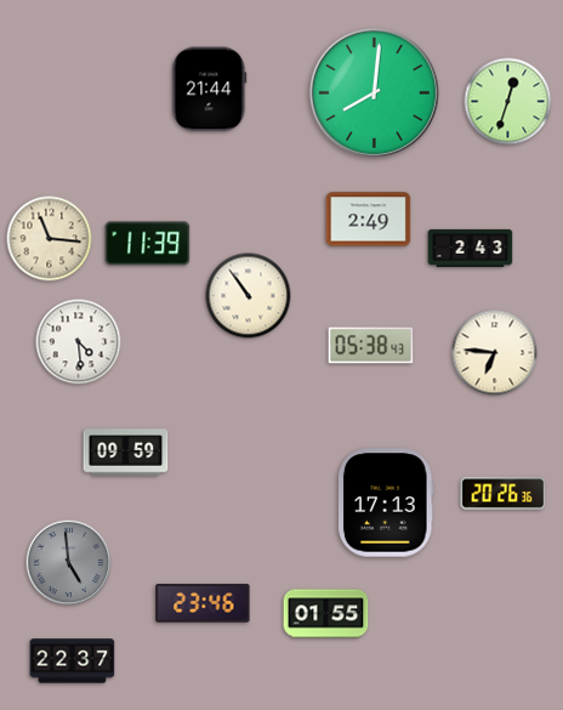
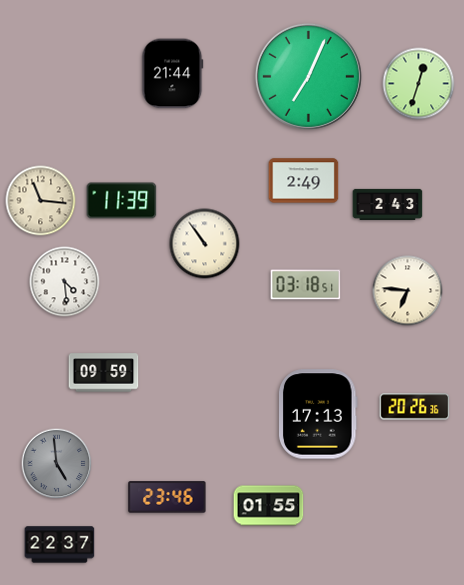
clock at (374, 92): 8:01 -> 7:04
clock at (50, 239) position: (50, 239) -> (41, 201)
clock at (371, 346): 05:38 -> 03:18
